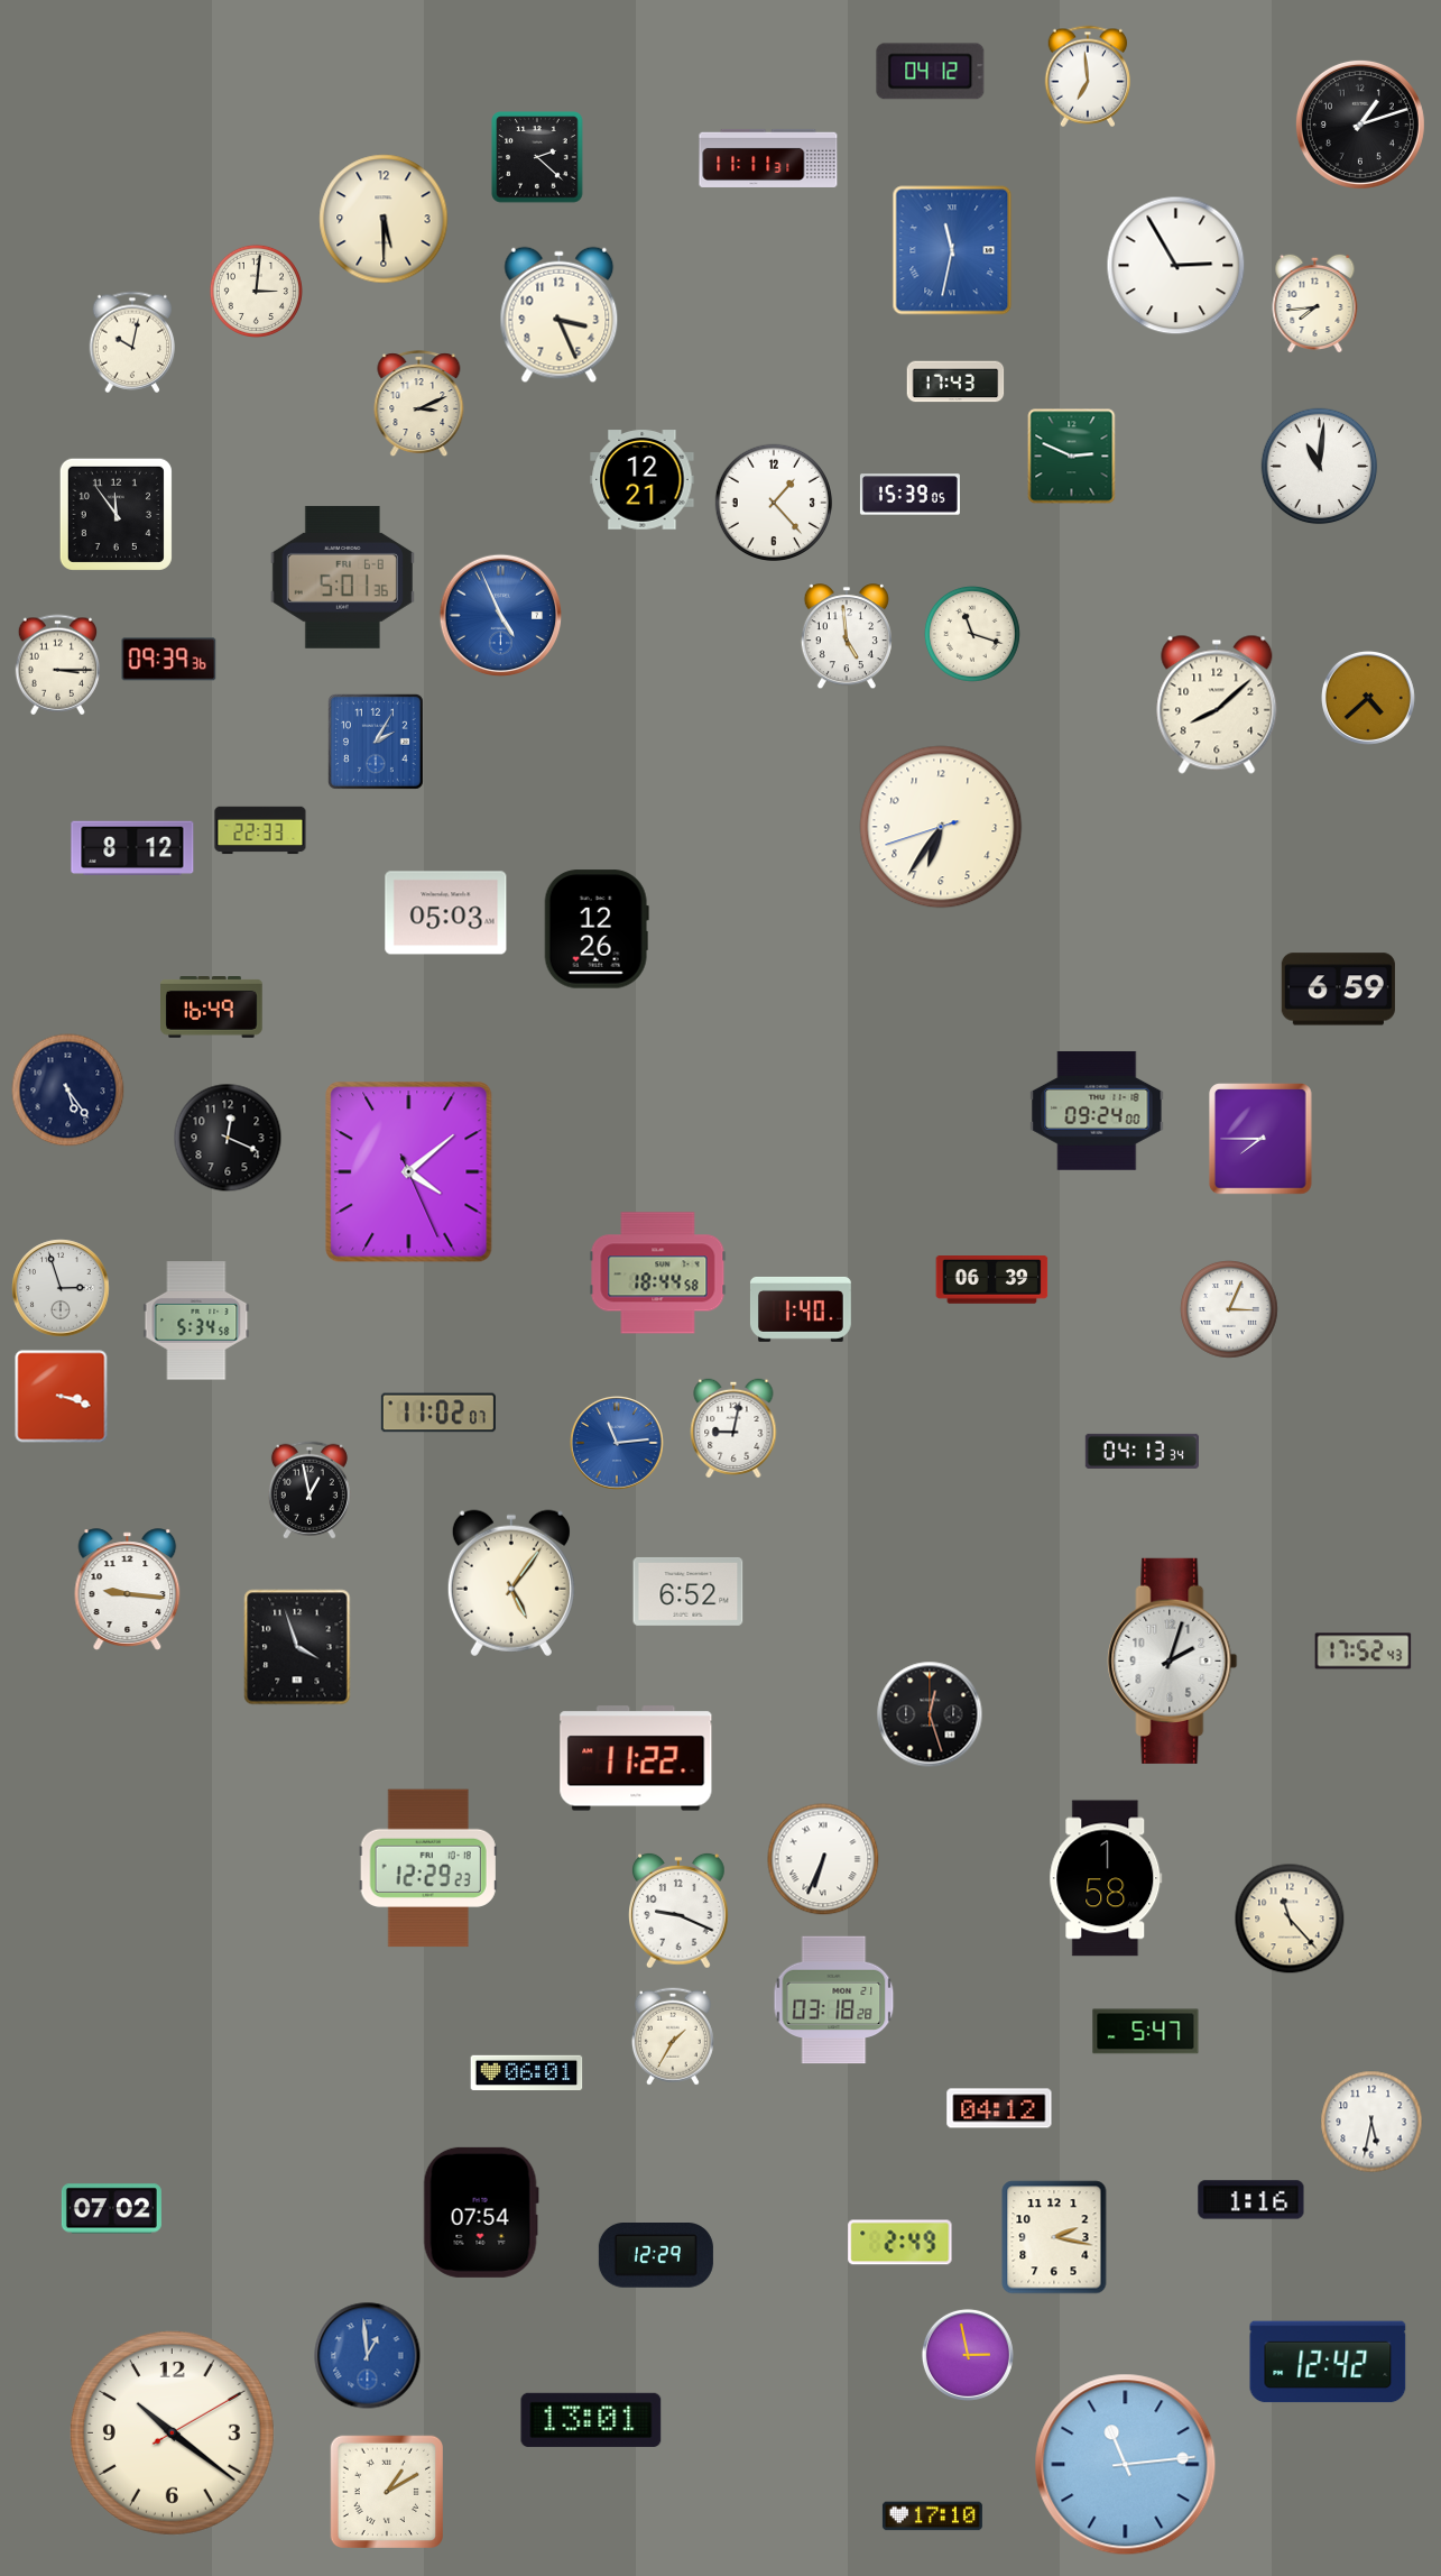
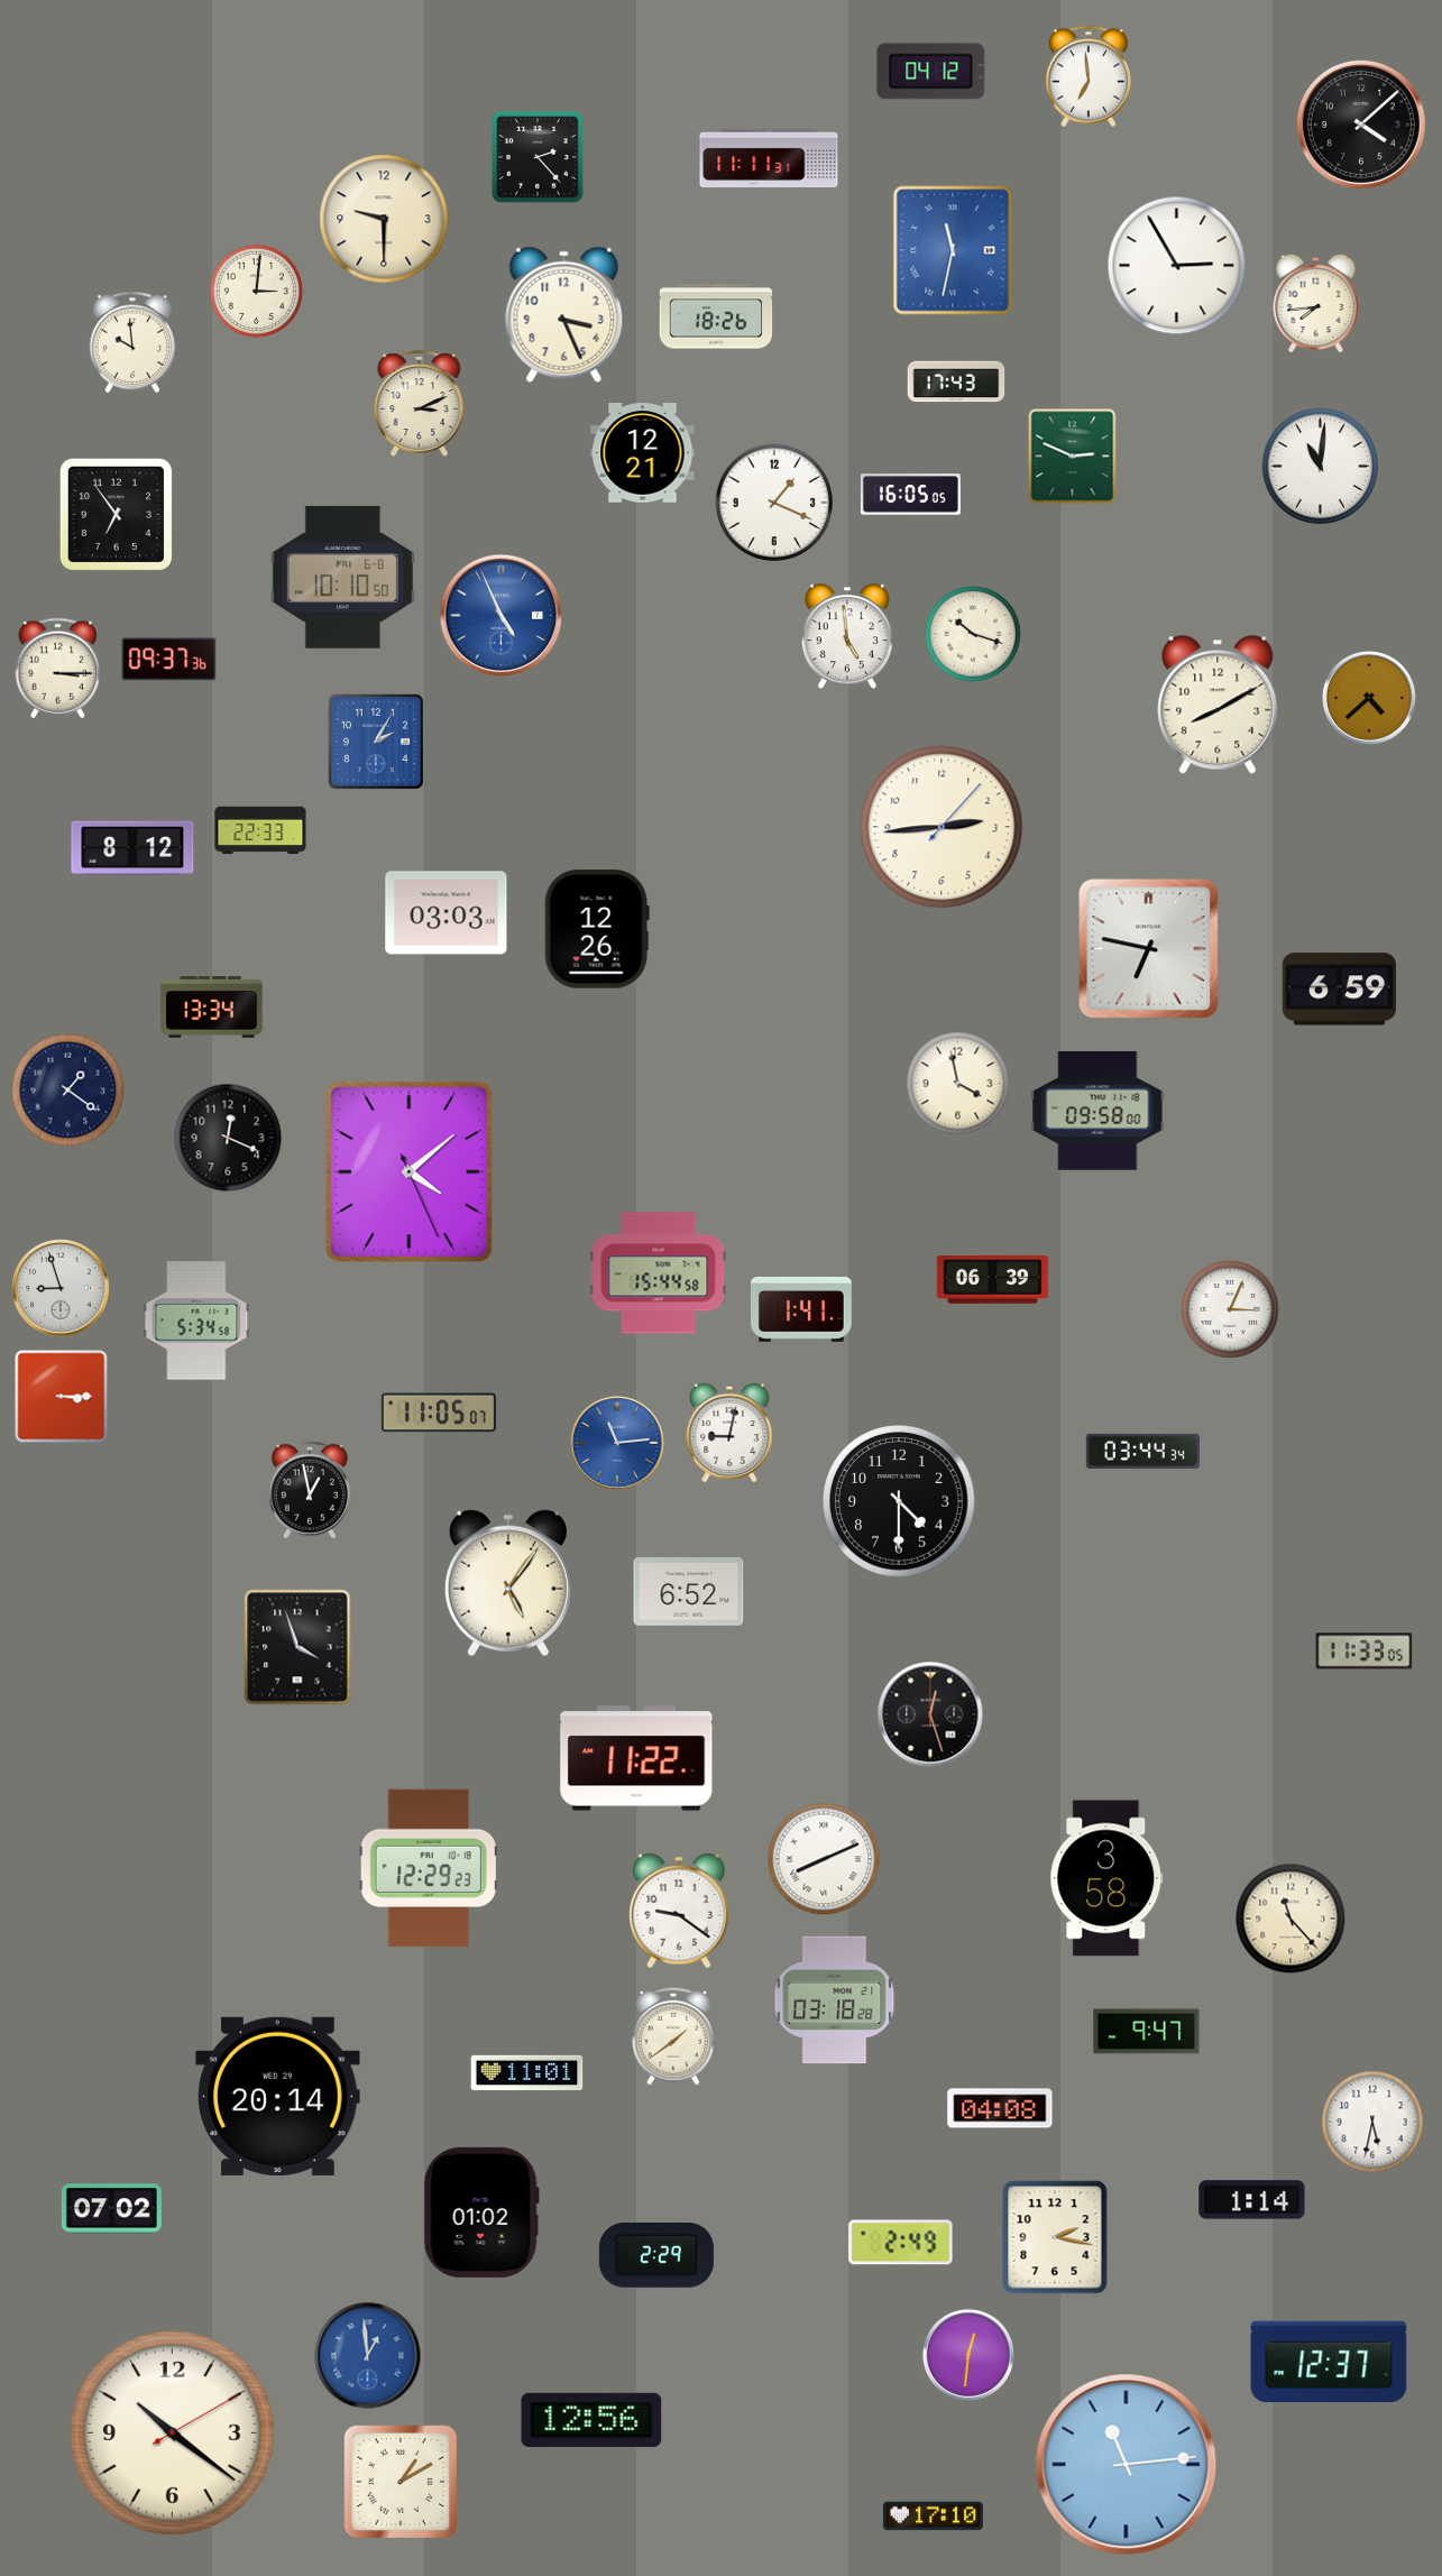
clock at (1360, 125): 1:12 -> 4:08
clock at (537, 157): 2:22 -> 2:23
clock at (384, 219): 5:30 -> 9:30
clock at (560, 315) position: (560, 315) -> (564, 315)
clock at (716, 316): none -> 18:26
clock at (132, 342): 10:02 -> 9:59
clock at (643, 480) position: (643, 480) -> (643, 453)
clock at (909, 495): 15:39 -> 16:05
clock at (774, 503): 1:23 -> 1:19
clock at (116, 514): 11:54 -> 6:54
clock at (342, 577): 5:01 -> 10:10
clock at (972, 634): 11:18 -> 10:18
clock at (169, 660): 09:39 -> 09:37
clock at (57, 665) position: (57, 665) -> (57, 669)
clock at (1217, 705): 8:08 -> 8:10
clock at (941, 827): 6:35 -> 2:44
clock at (446, 913): 05:03 -> 03:03
clock at (1149, 949): none -> 6:47
clock at (212, 1008): 16:49 -> 13:34
clock at (958, 1084): none -> 3:58
clock at (68, 1091): 5:24 -> 1:21
clock at (1097, 1111): 09:24 -> 09:58
clock at (1262, 1140): 7:45 -> none
clock at (658, 1273): 18:44 -> 15:44
clock at (61, 1288): 2:57 -> 8:57
clock at (801, 1309): 1:40 -> 1:41
clock at (62, 1397): 3:18 -> 3:15
clock at (438, 1413): 11:02 -> 11:05
clock at (733, 1428) position: (733, 1428) -> (729, 1433)
clock at (1142, 1451): 04:13 -> 03:44
clock at (899, 1501): none -> 4:30
clock at (511, 1583) position: (511, 1583) -> (508, 1583)
clock at (128, 1590): 9:16 -> none
clock at (1364, 1652): 17:52 -> 11:33
clock at (1173, 1660): 2:03 -> none
clock at (823, 1859): 6:34 -> 8:11
clock at (1106, 1878): 1:58 -> 3:58
clock at (680, 1911): 9:19 -> 9:21
clock at (1146, 2032): 5:47 -> 9:47
clock at (673, 2036): 1:35 -> 1:39
clock at (527, 2072): 06:01 -> 11:01
clock at (278, 2096): none -> 20:14
clock at (999, 2108): 04:12 -> 04:08
clock at (1251, 2200): 1:16 -> 1:14
clock at (481, 2212): 07:54 -> 01:02
clock at (656, 2256): 12:29 -> 2:29
clock at (968, 2355): 2:58 -> 12:31
clock at (1328, 2362): 12:42 -> 12:37
clock at (591, 2420): 13:01 -> 12:56
clock at (386, 2491) position: (386, 2491) -> (399, 2481)
